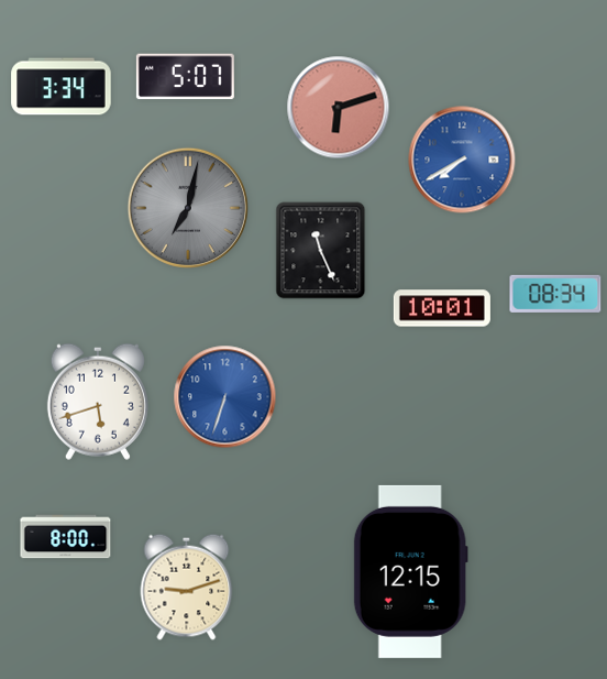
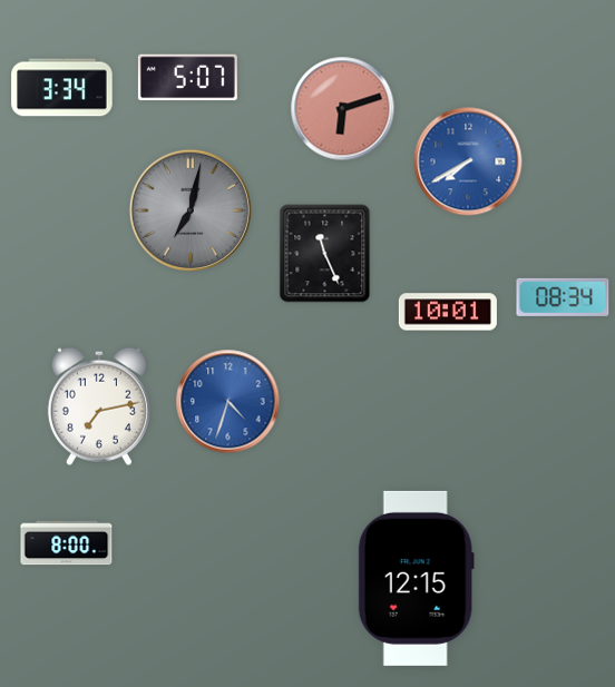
clock at (225, 397): 6:33 -> 4:33
clock at (98, 402): 5:42 -> 7:13
clock at (187, 587): 9:12 -> none
